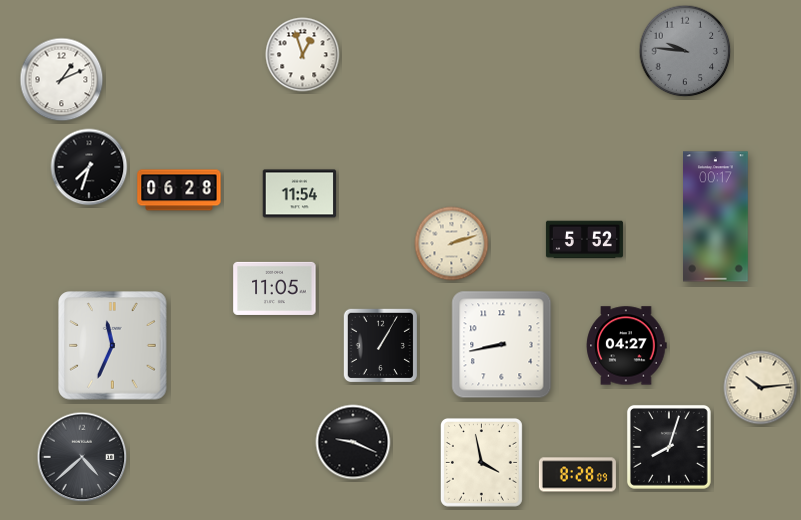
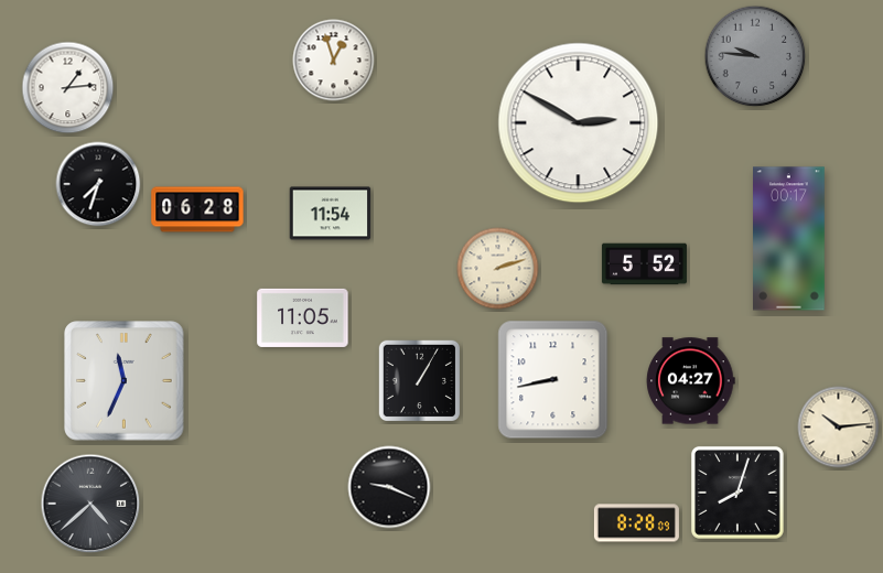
clock at (62, 80): 1:11 -> 1:14
clock at (579, 123): none -> 2:50
clock at (481, 462): 3:58 -> none
